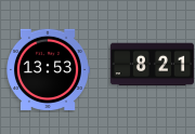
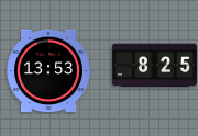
clock at (152, 65): 8:21 -> 8:25
